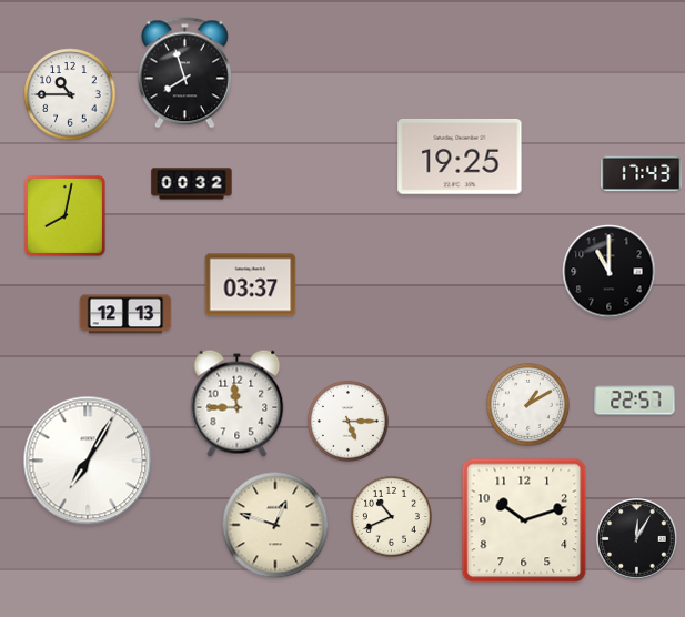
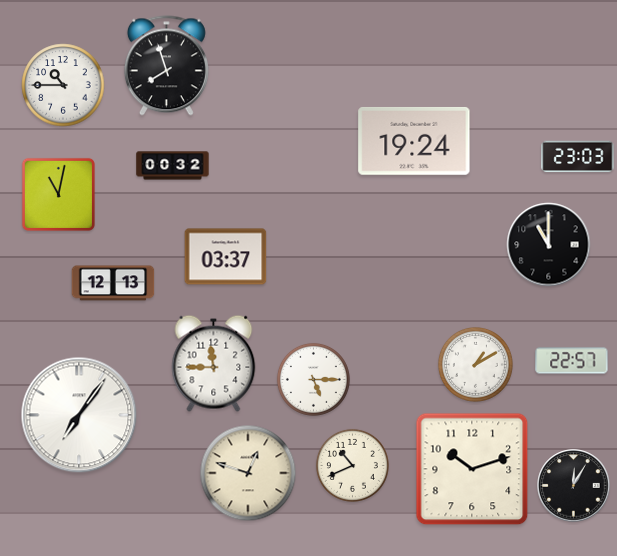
clock at (460, 156): 19:25 -> 19:24
clock at (642, 174): 17:43 -> 23:03
clock at (64, 215): 8:02 -> 11:02
clock at (88, 461): 7:05 -> 7:06
